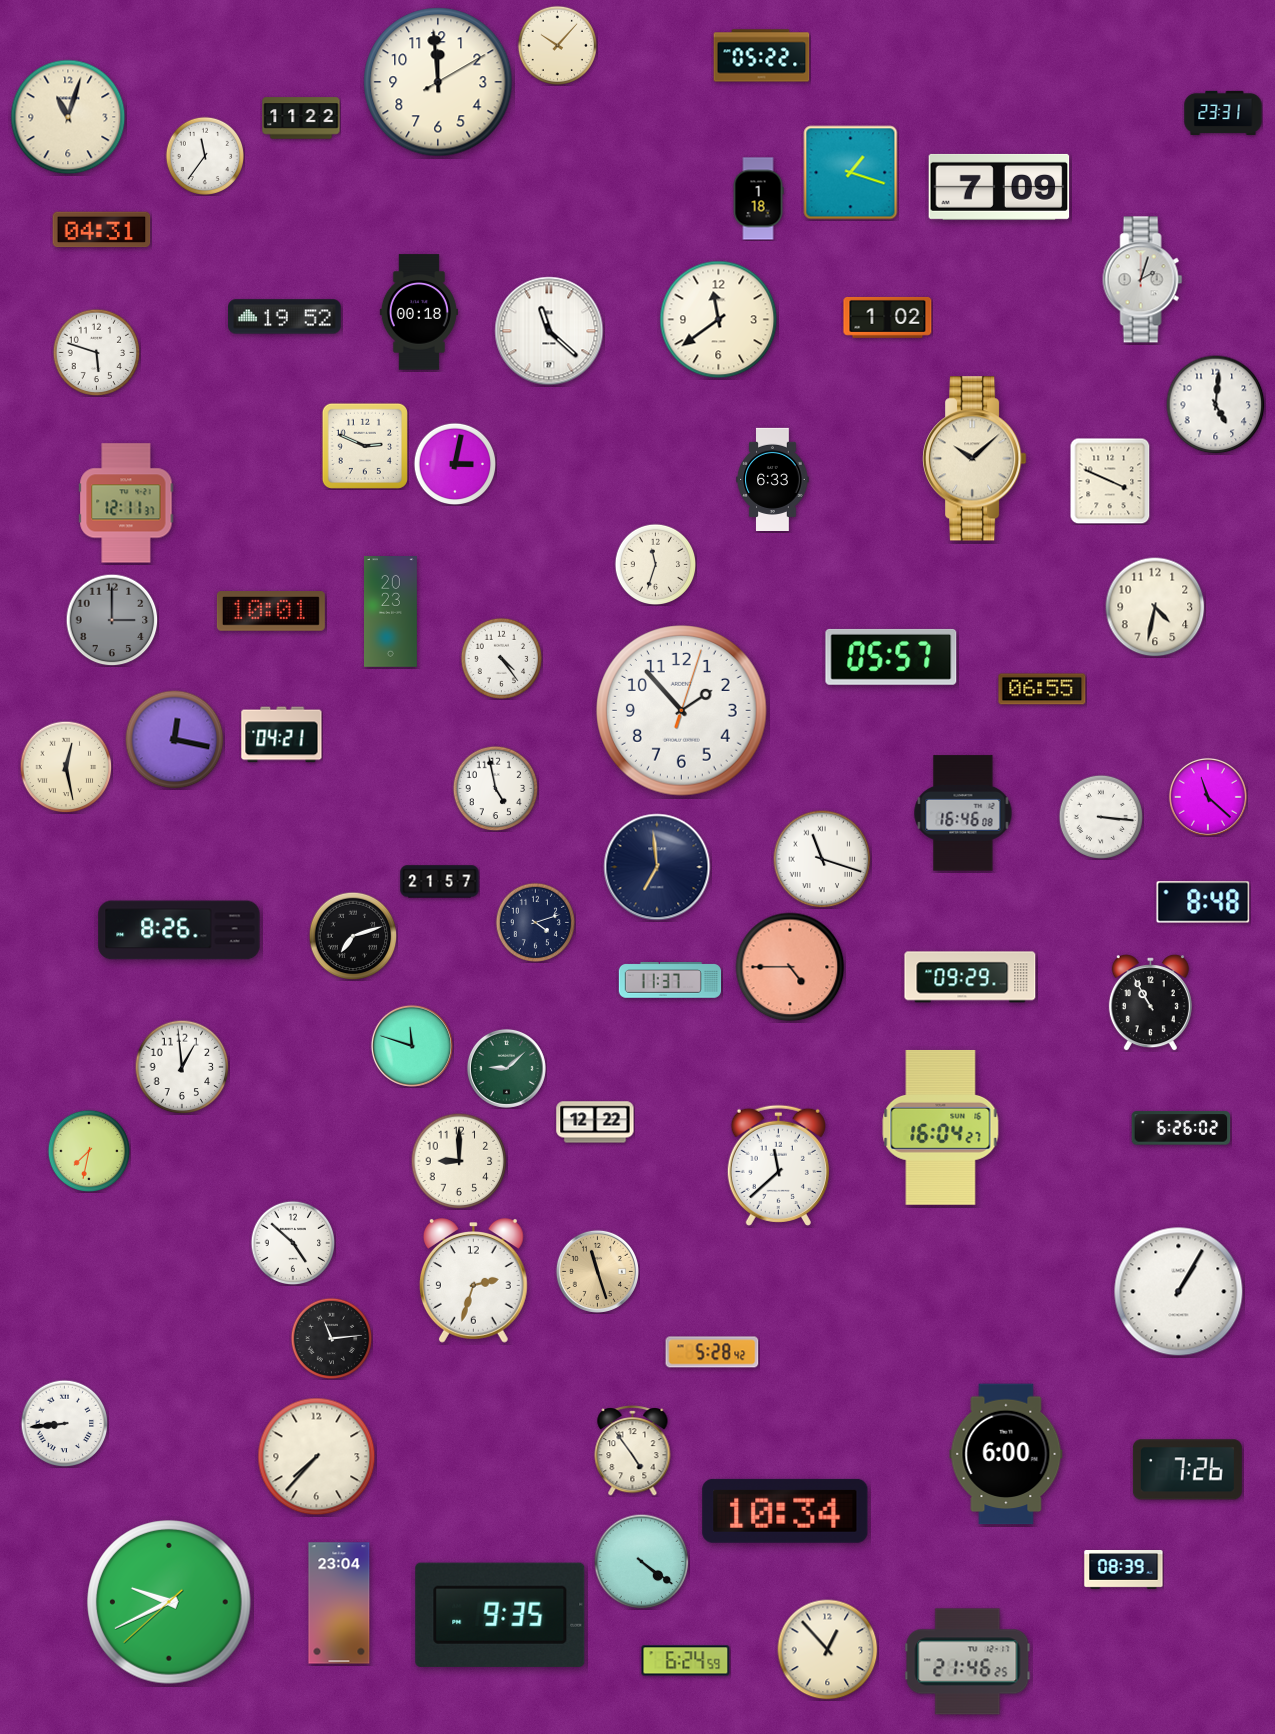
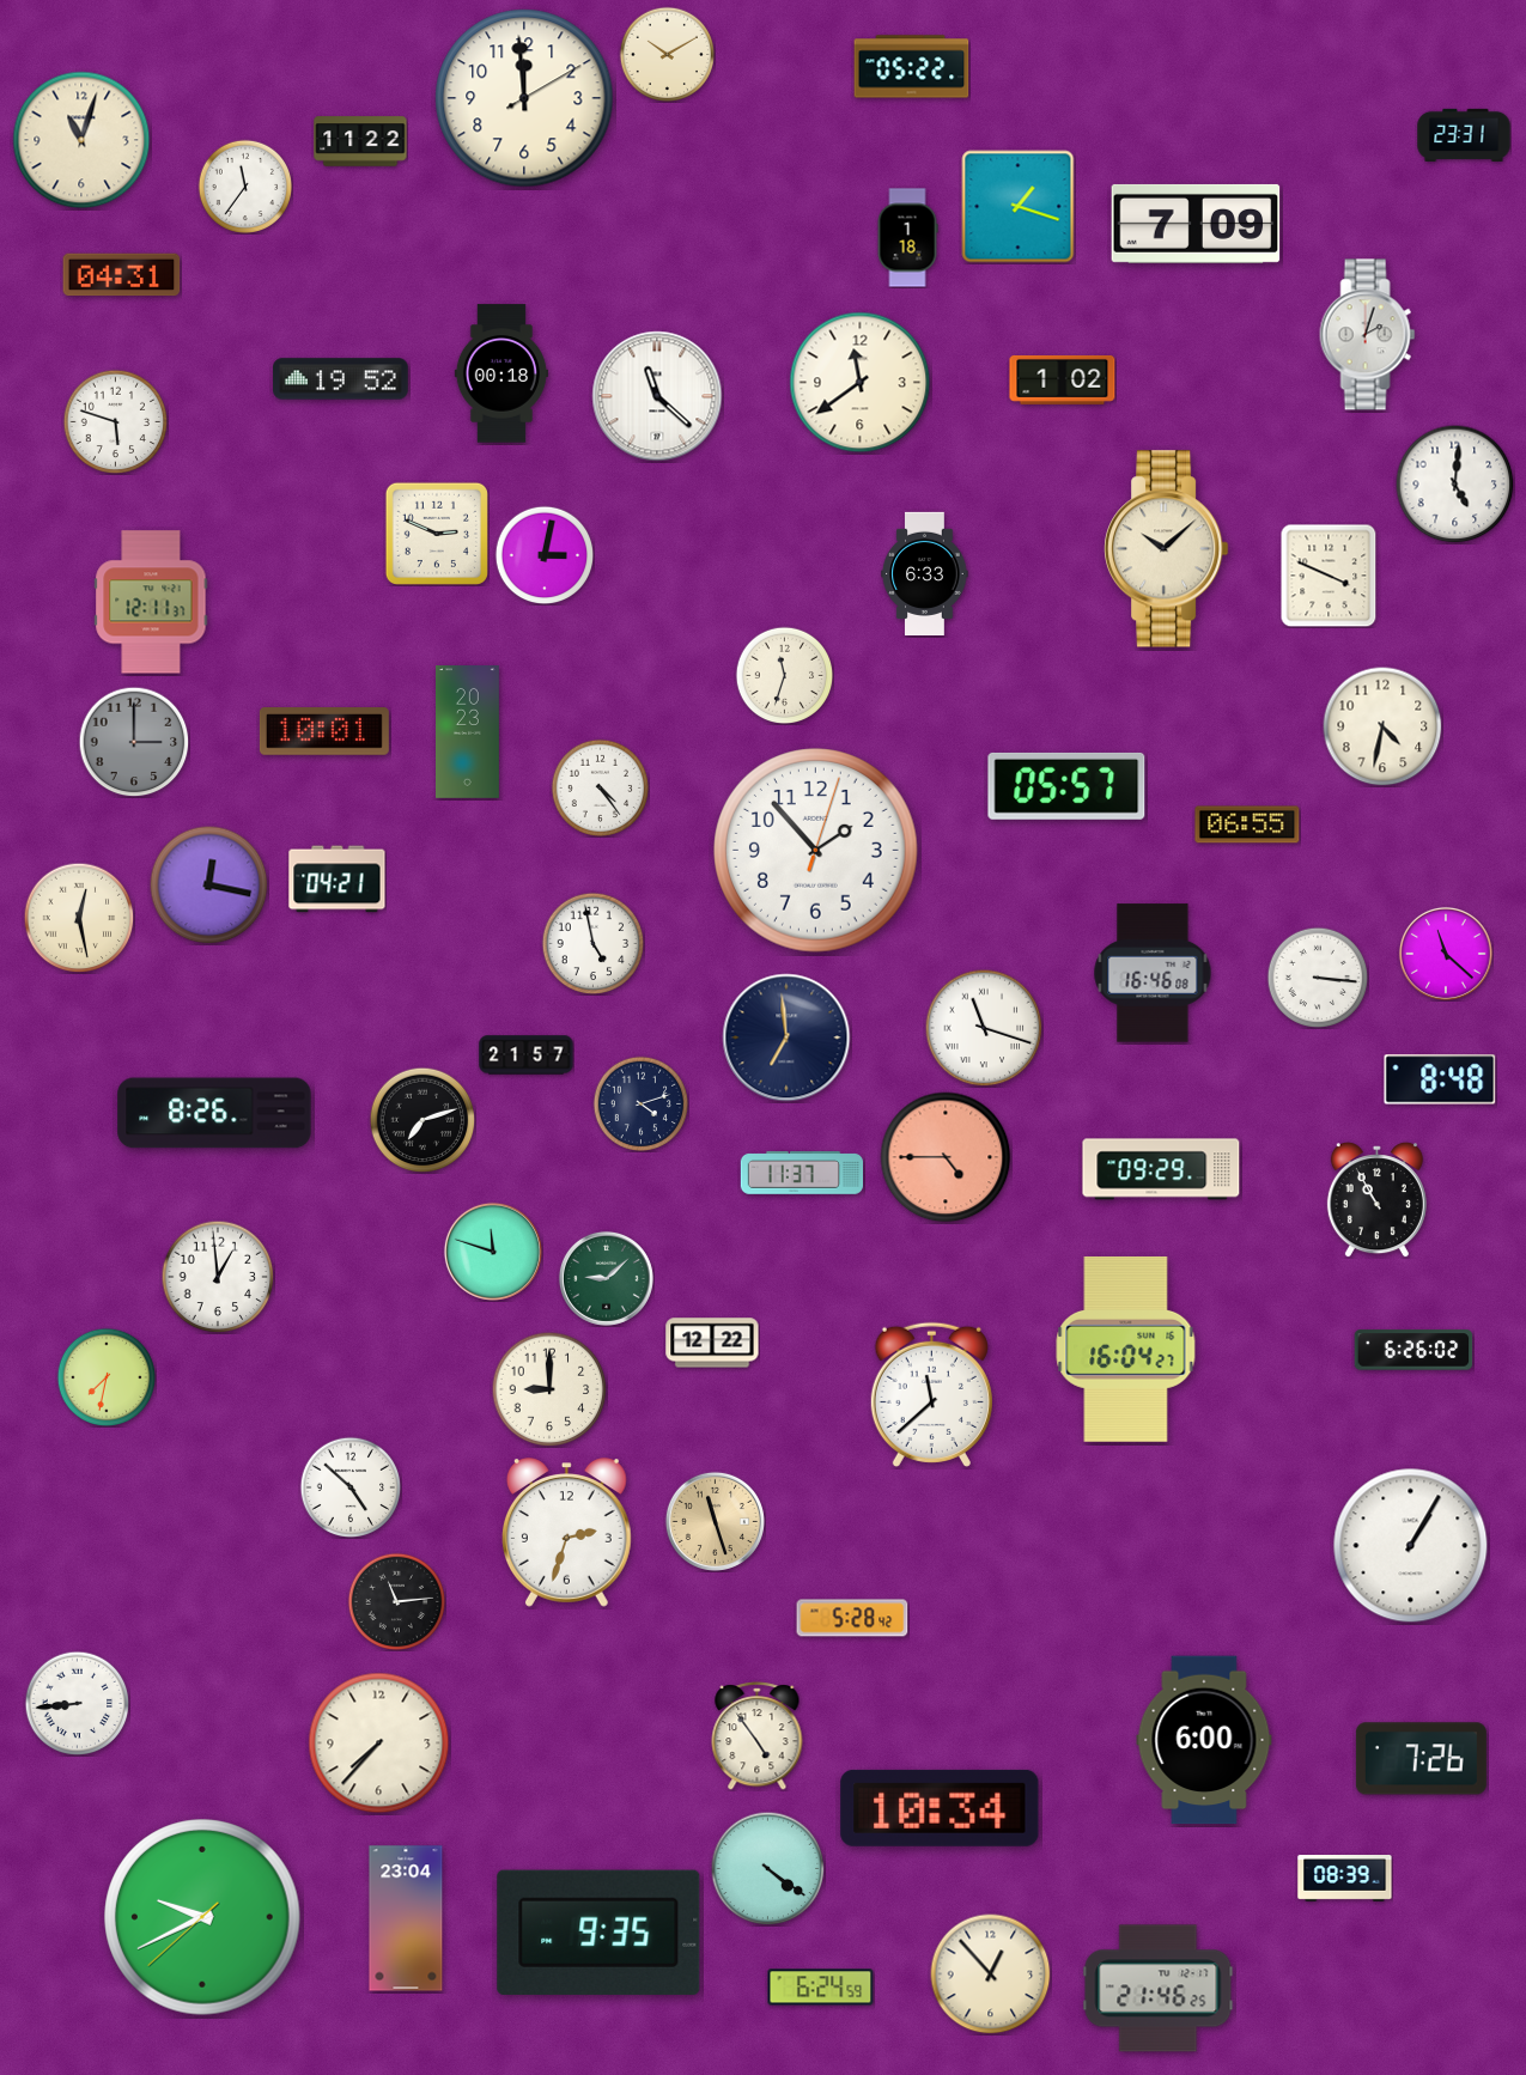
clock at (557, 45): 10:07 -> 10:10
